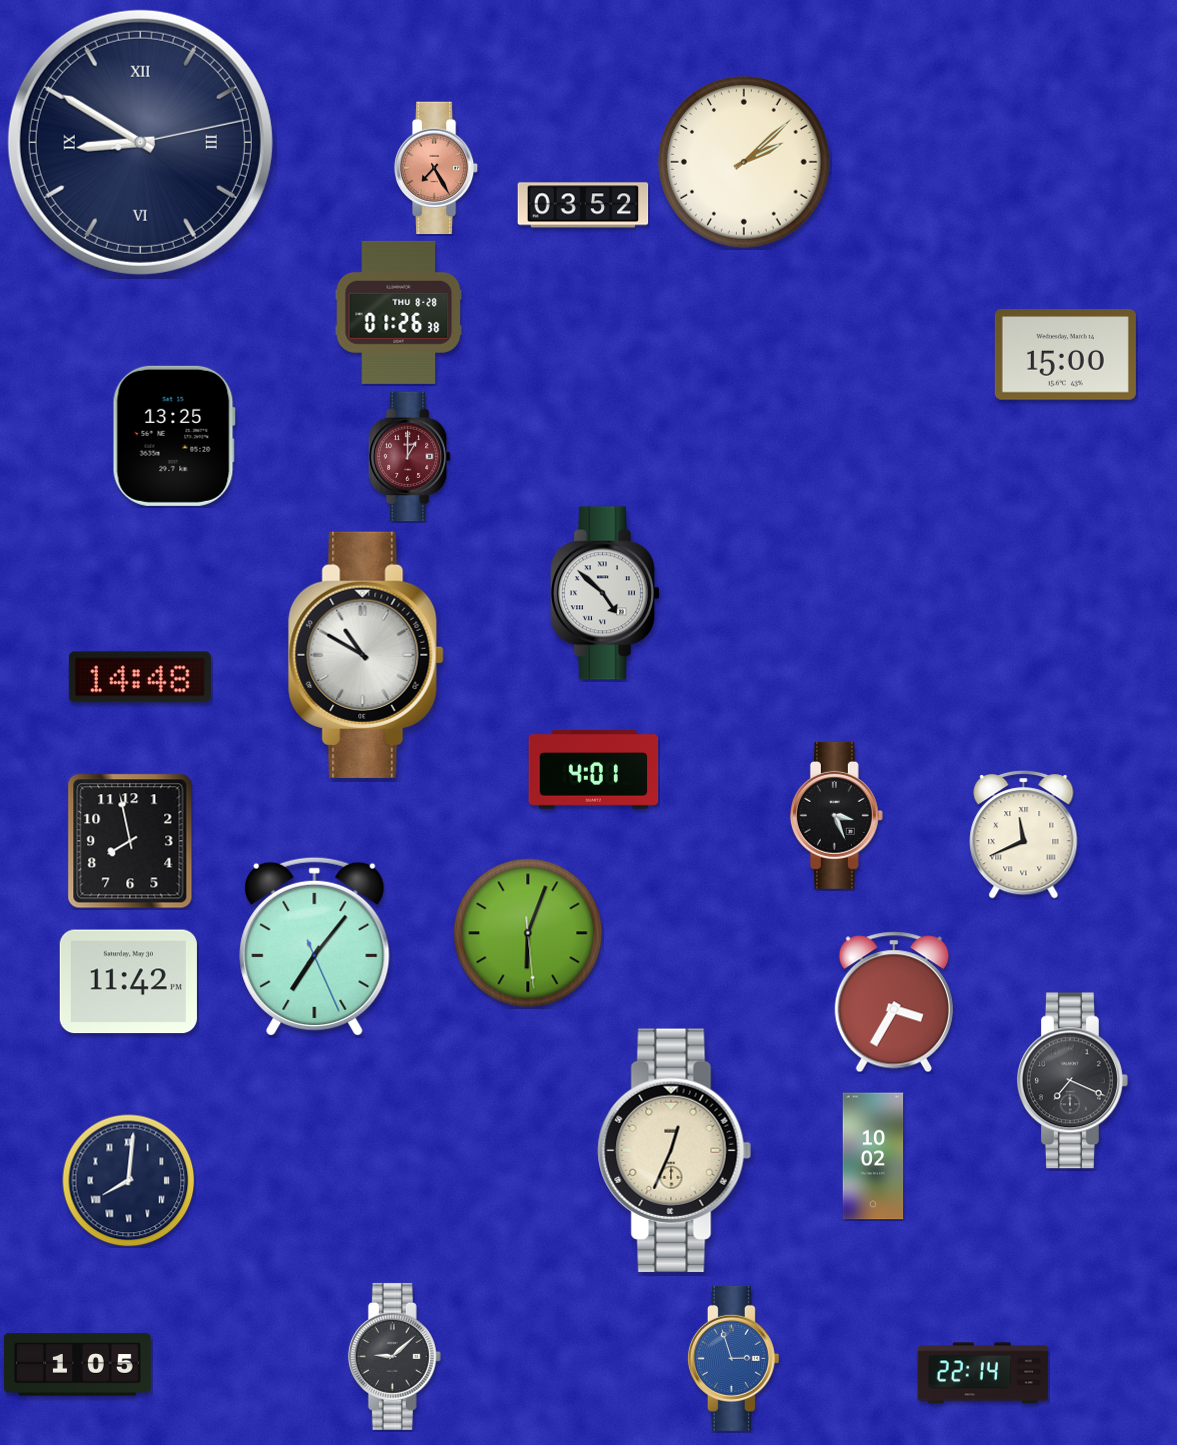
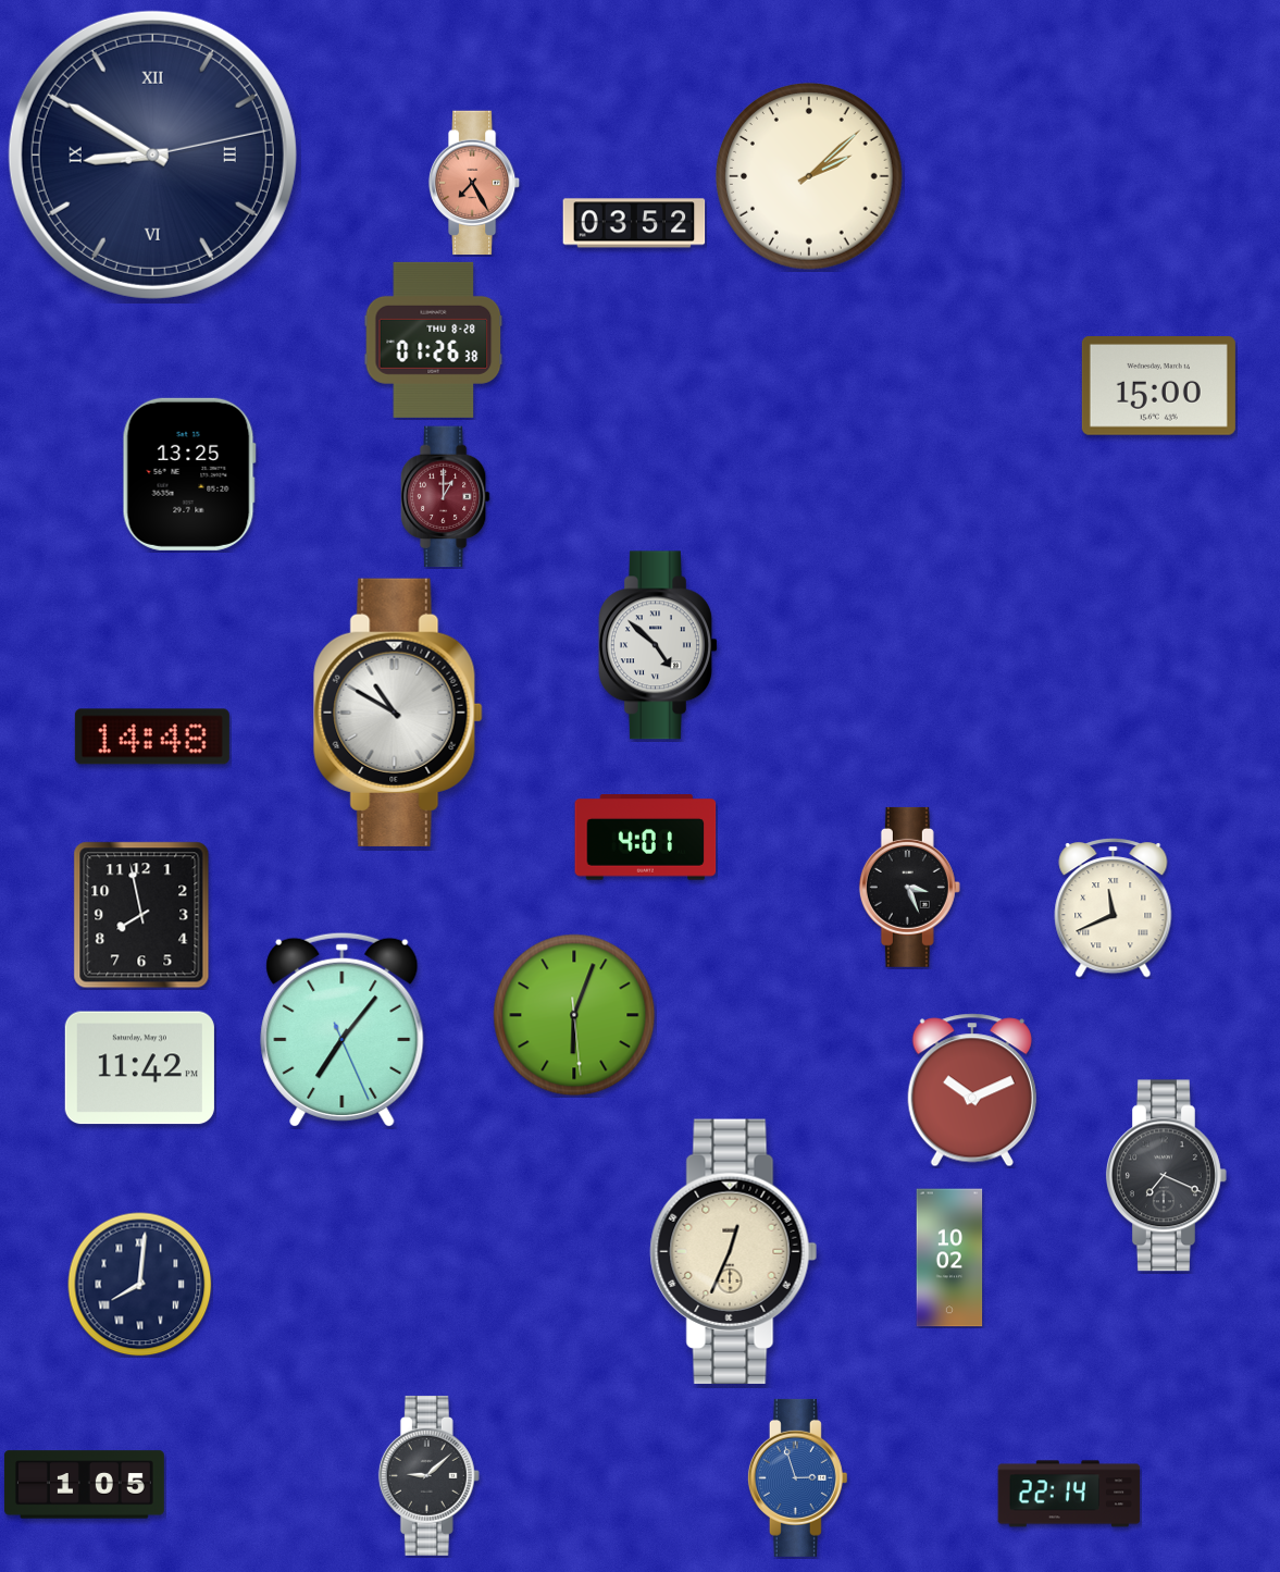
clock at (894, 1002): 3:35 -> 10:11
